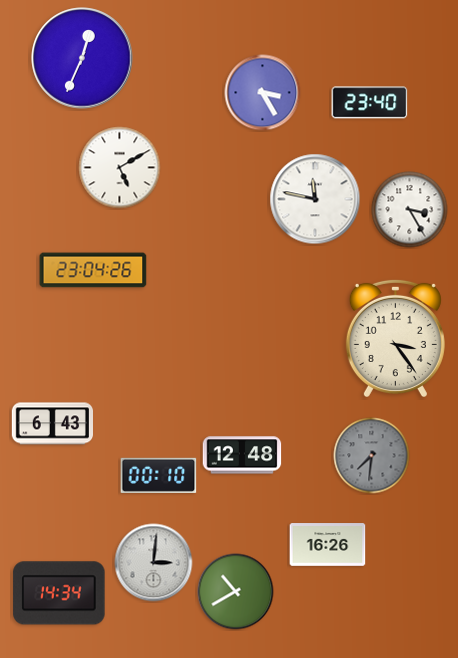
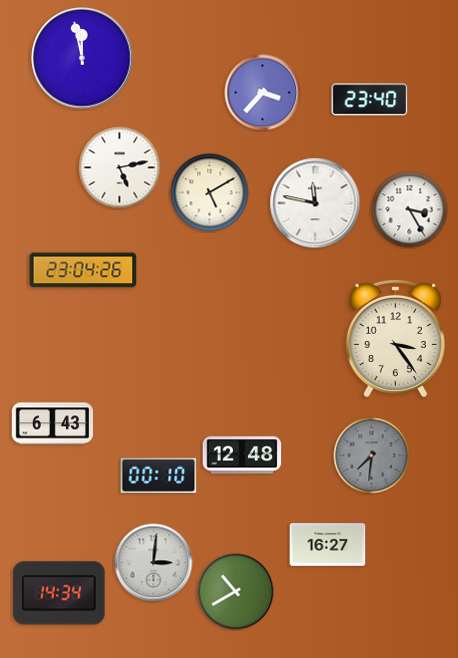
clock at (82, 58): 12:34 -> 11:58
clock at (263, 93): 3:25 -> 3:37
clock at (370, 103) position: (370, 103) -> (370, 100)
clock at (120, 168): 5:10 -> 5:13
clock at (210, 193): none -> 5:10
clock at (315, 199) position: (315, 199) -> (315, 203)
clock at (93, 270) position: (93, 270) -> (83, 270)
clock at (328, 545): 16:26 -> 16:27
